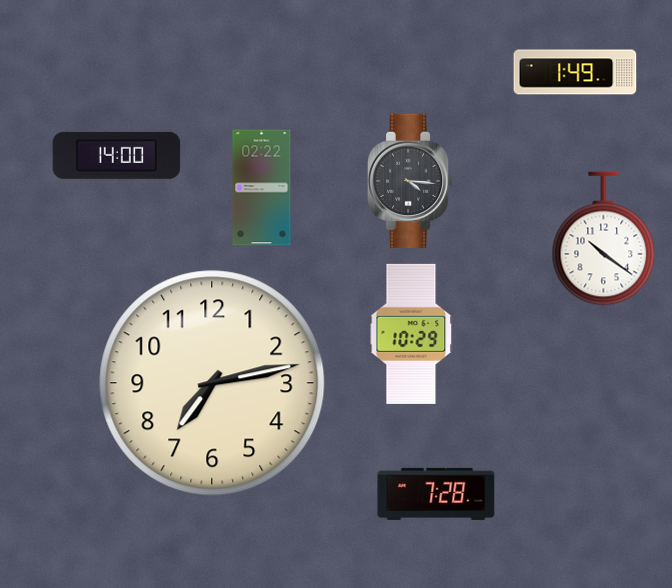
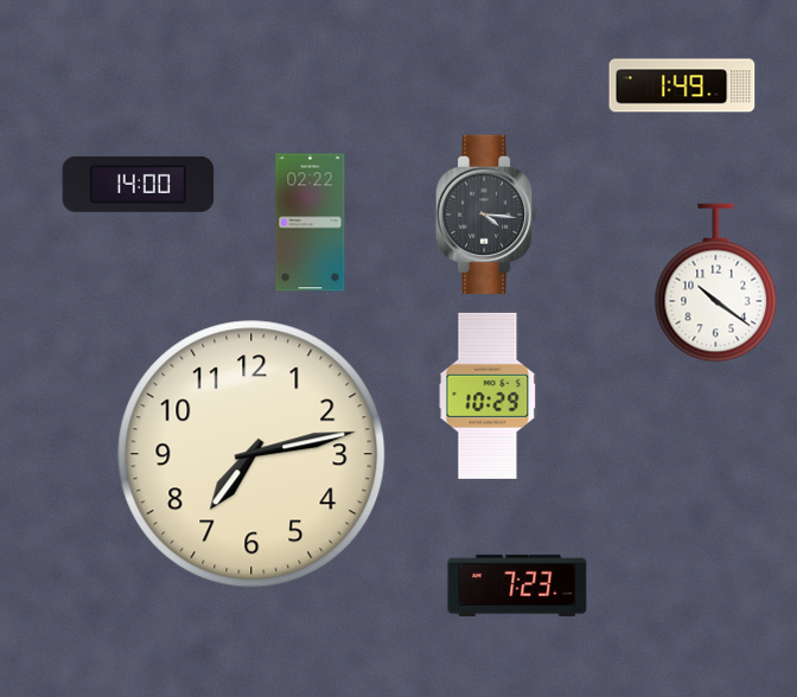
clock at (436, 494): 7:28 -> 7:23
